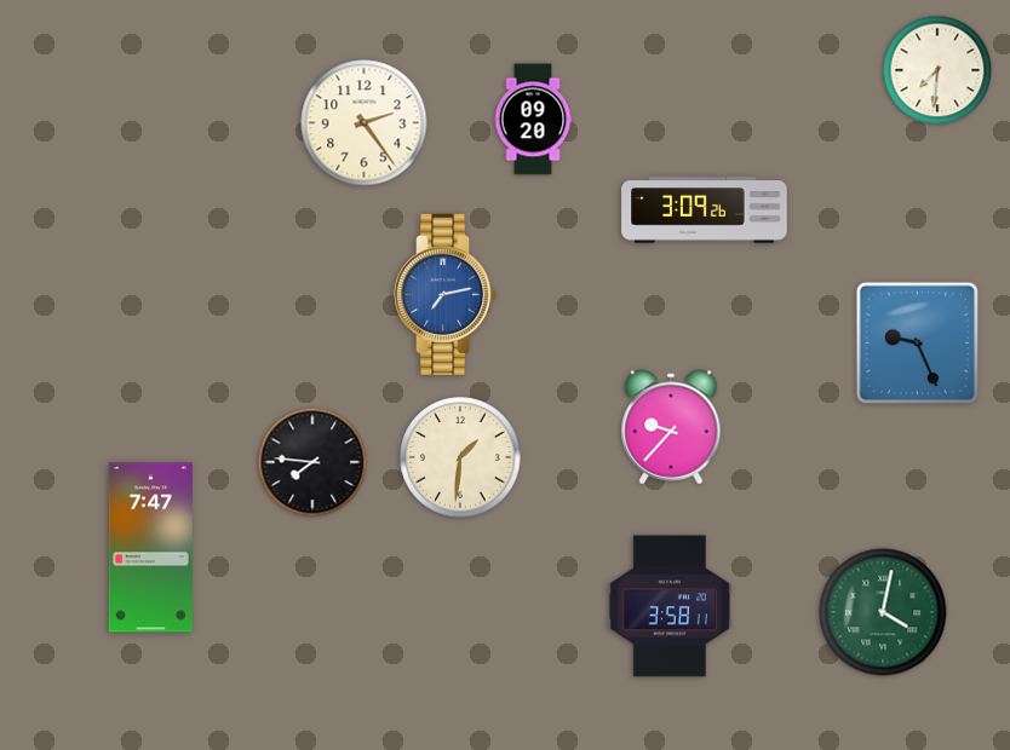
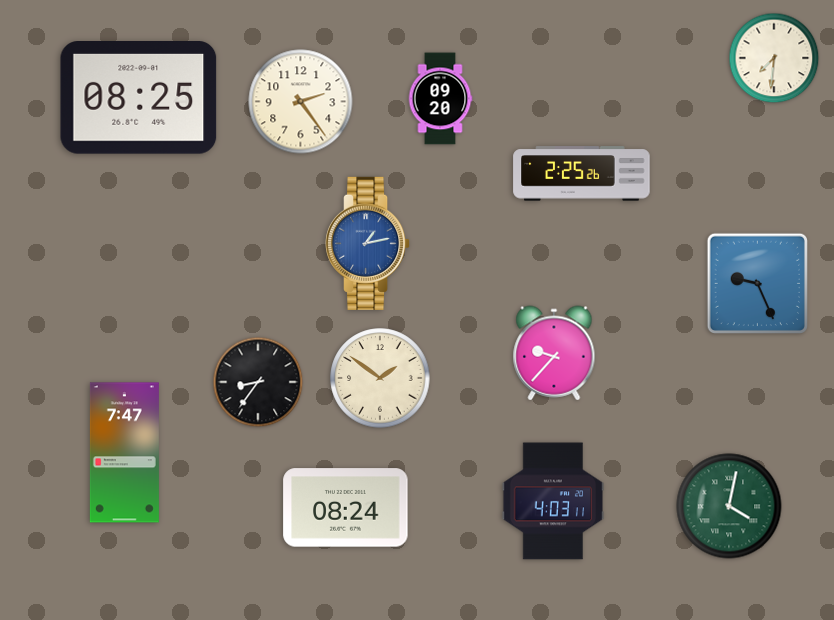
clock at (139, 98): none -> 08:25
clock at (705, 210): 3:09 -> 2:25
clock at (447, 294): 7:13 -> 1:13
clock at (460, 457): 1:31 -> 1:51
clock at (312, 462): 7:46 -> 8:36
clock at (670, 606): 3:58 -> 4:03
clock at (346, 508): none -> 08:24
